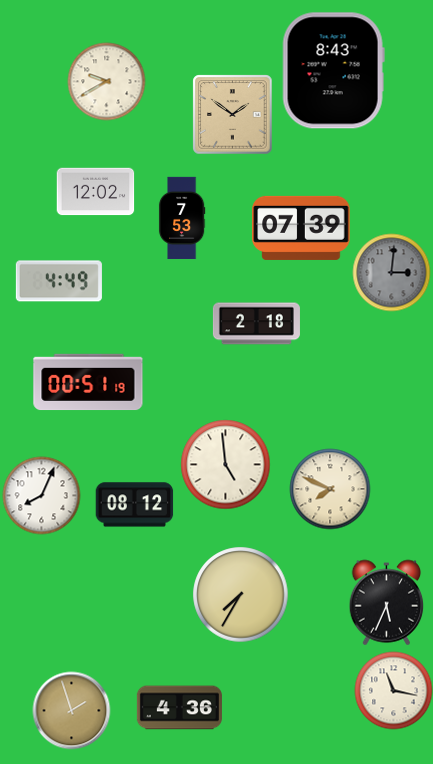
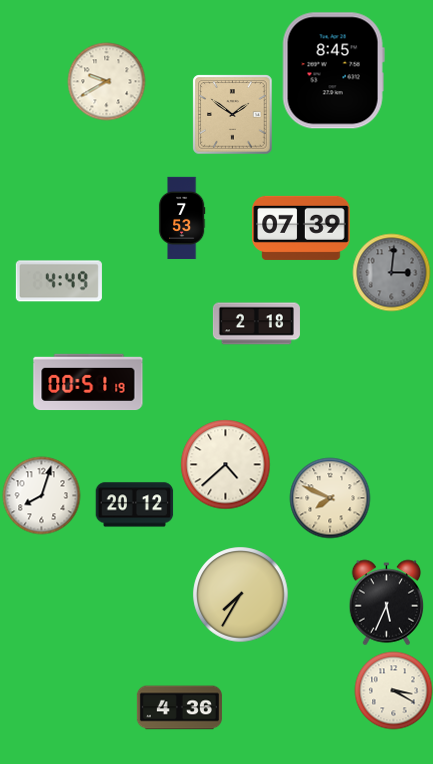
clock at (333, 71): 8:43 -> 8:45
clock at (95, 192): 12:02 -> none
clock at (225, 464): 4:59 -> 4:38
clock at (330, 489) position: (330, 489) -> (330, 498)
clock at (41, 495): 8:04 -> 8:03
clock at (134, 505): 08:12 -> 20:12
clock at (393, 690): 11:17 -> 3:20
clock at (71, 710): 1:57 -> none
